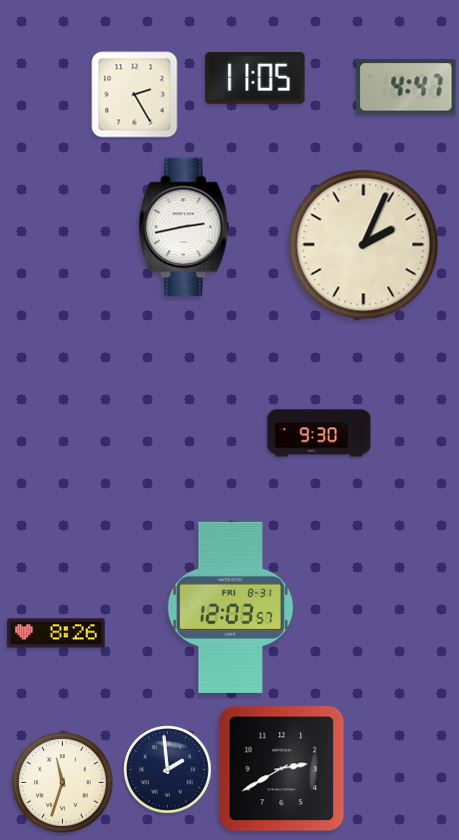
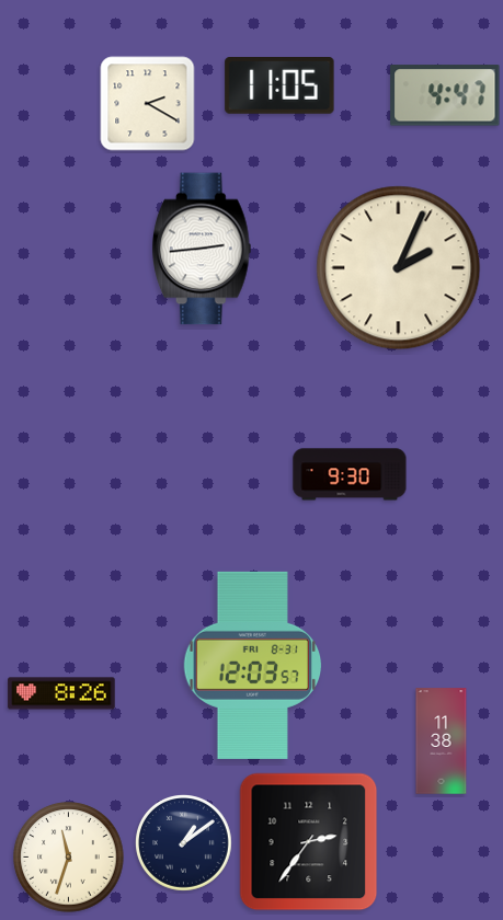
clock at (135, 95): 2:25 -> 2:20
clock at (185, 227): 2:43 -> 2:44
clock at (442, 741): none -> 11:38
clock at (282, 769): 2:40 -> 2:36
clock at (168, 770): 1:59 -> 1:09
